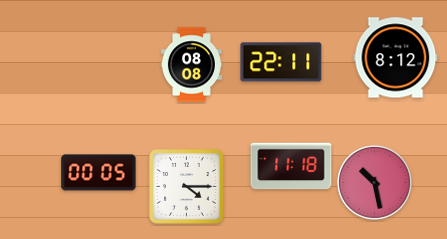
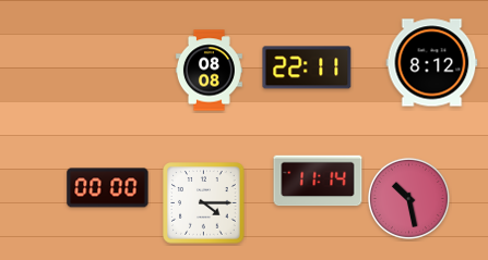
clock at (291, 166): 11:18 -> 11:14
clock at (99, 173): 00:05 -> 00:00
